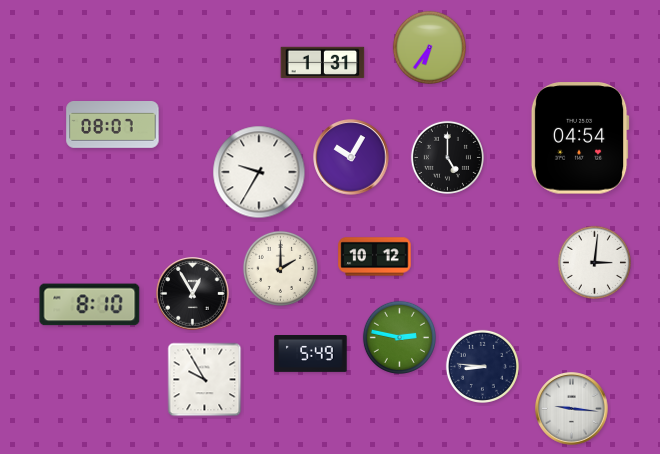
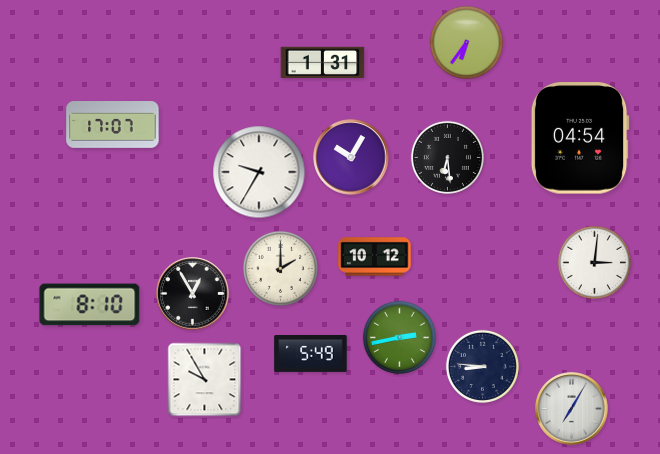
clock at (429, 47) position: (429, 47) -> (466, 42)
clock at (113, 125): 08:07 -> 17:07
clock at (447, 157): 5:00 -> 6:29
clock at (399, 337): 2:47 -> 2:43
clock at (572, 409): 9:16 -> 7:05
